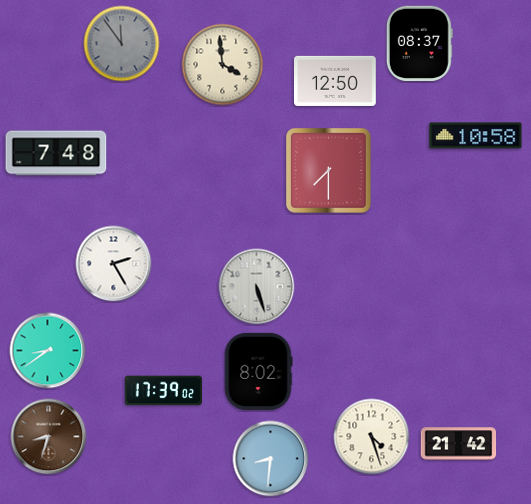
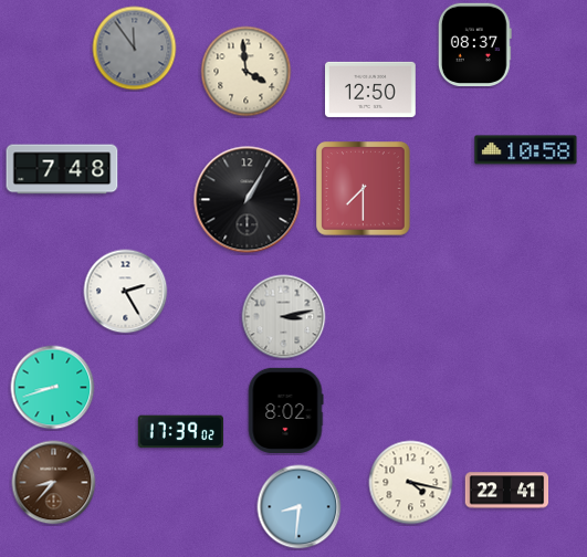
clock at (419, 43) position: (419, 43) -> (474, 44)
clock at (248, 200): none -> 1:05
clock at (257, 287): 5:27 -> 3:13
clock at (48, 351): 8:39 -> 8:42
clock at (49, 437): 8:33 -> 8:37
clock at (372, 437): 4:27 -> 4:17
clock at (459, 444): 21:42 -> 22:41
